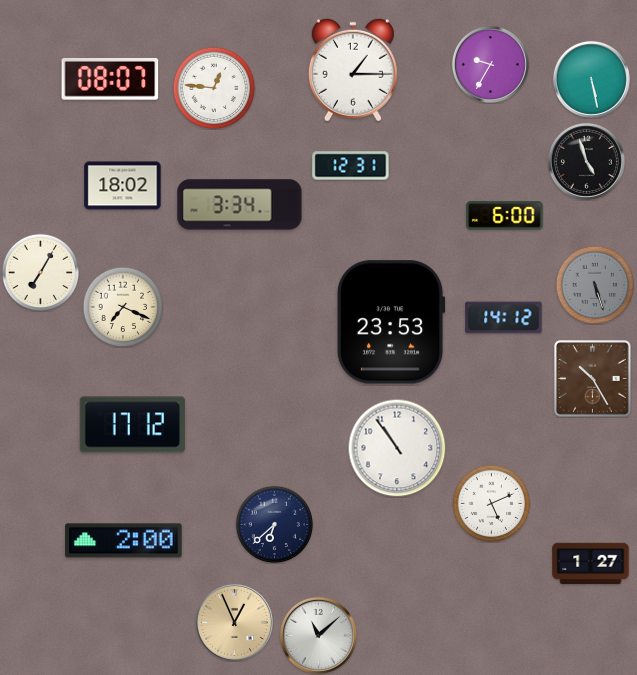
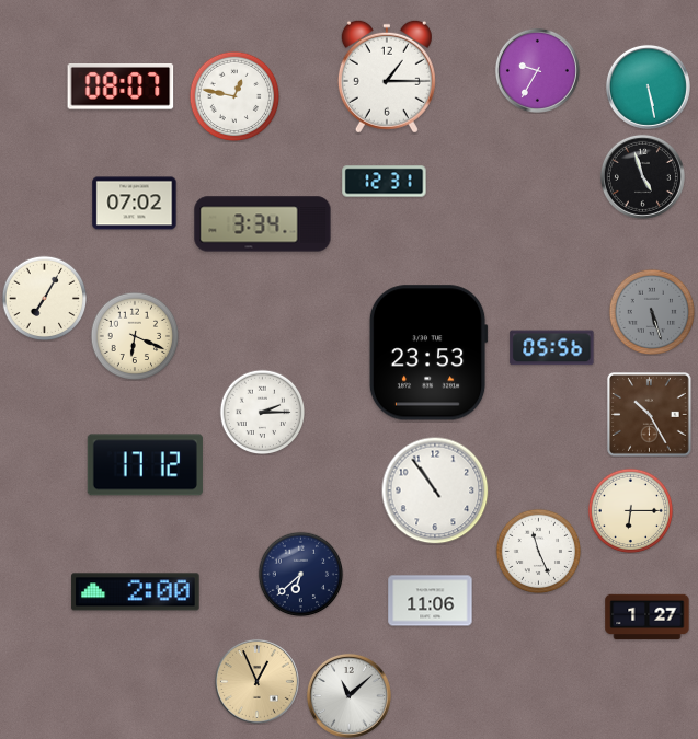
clock at (214, 88): 12:46 -> 12:47
clock at (123, 186): 18:02 -> 07:02
clock at (505, 216): 6:00 -> none
clock at (123, 307): 7:19 -> 6:19
clock at (504, 318): 14:12 -> 05:56
clock at (262, 412): none -> 2:15
clock at (630, 510): none -> 6:15
clock at (491, 503): 5:11 -> 11:26
clock at (431, 601): none -> 11:06
